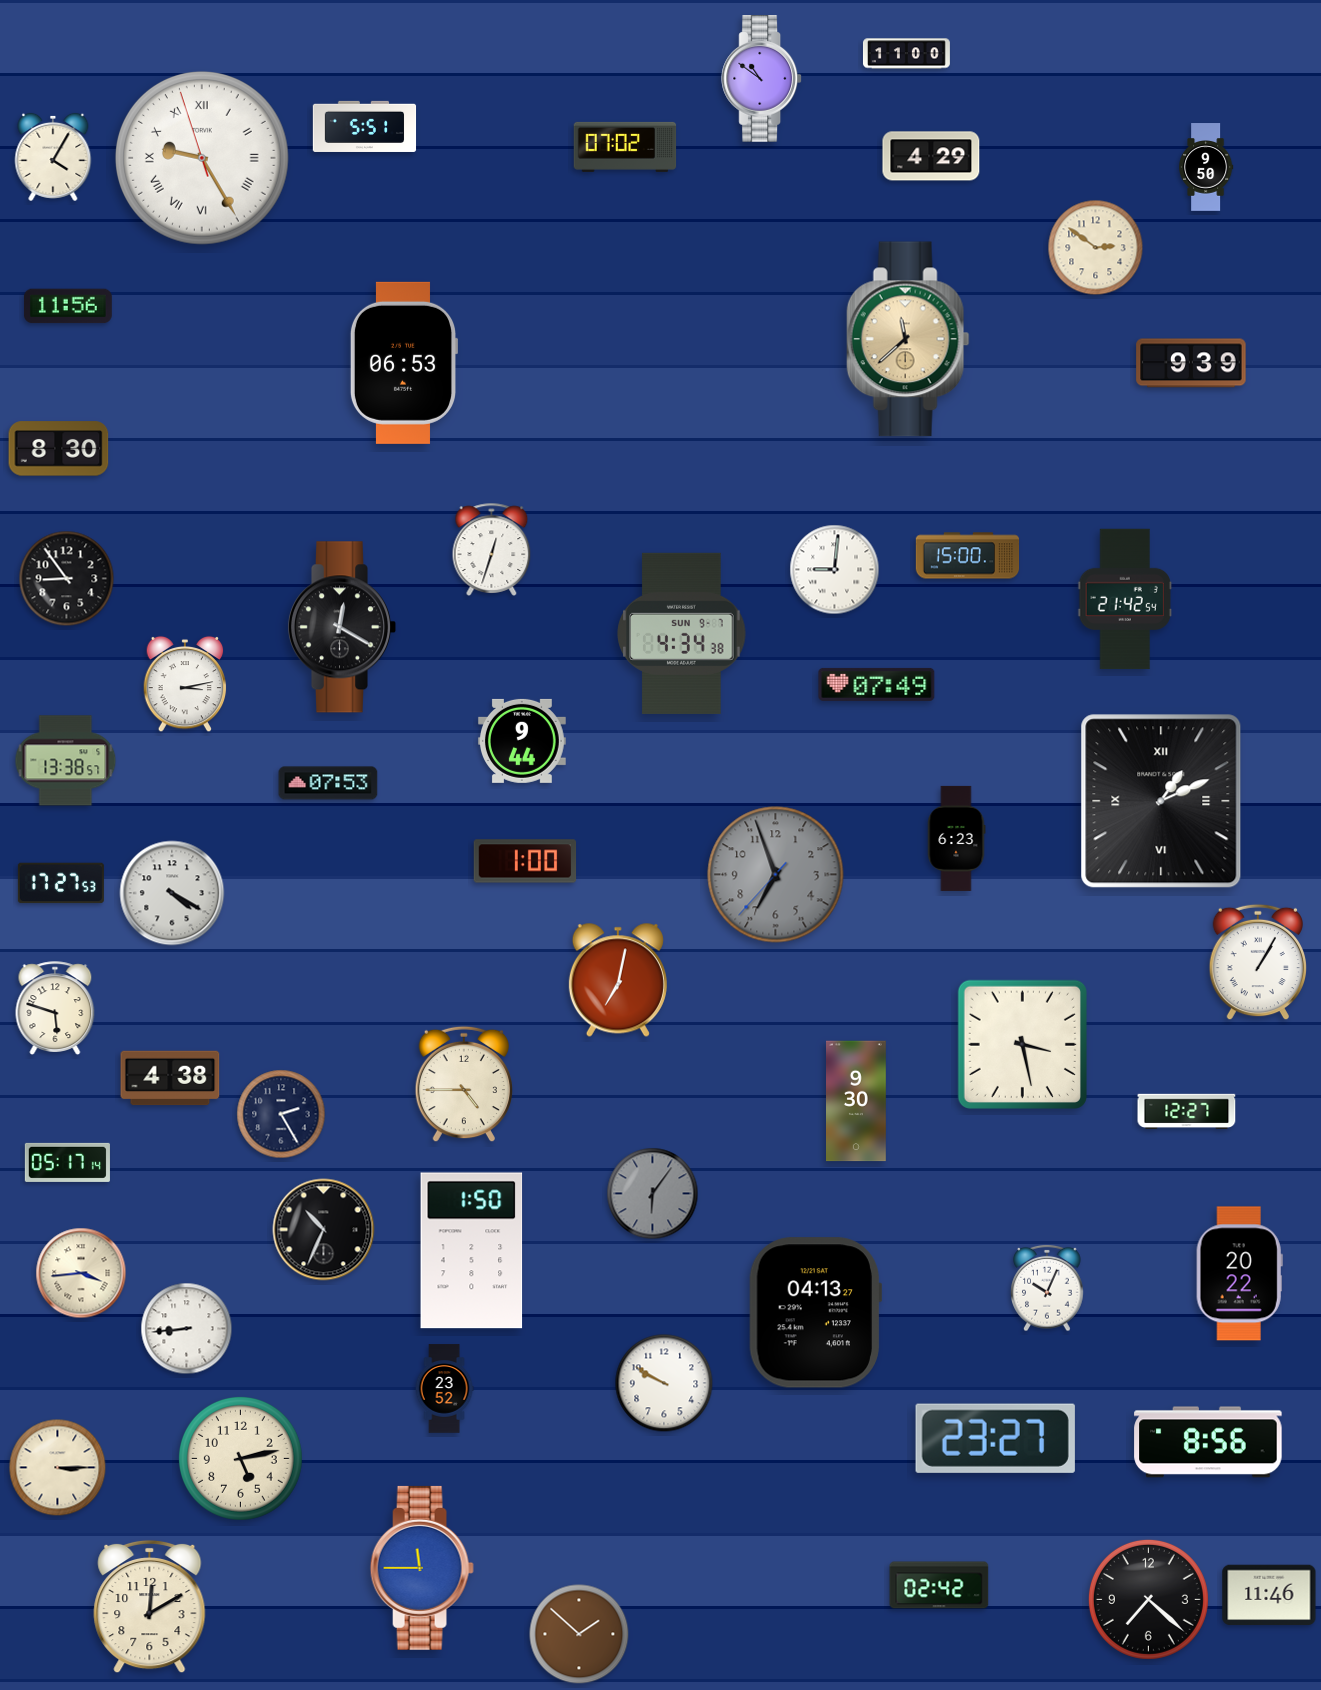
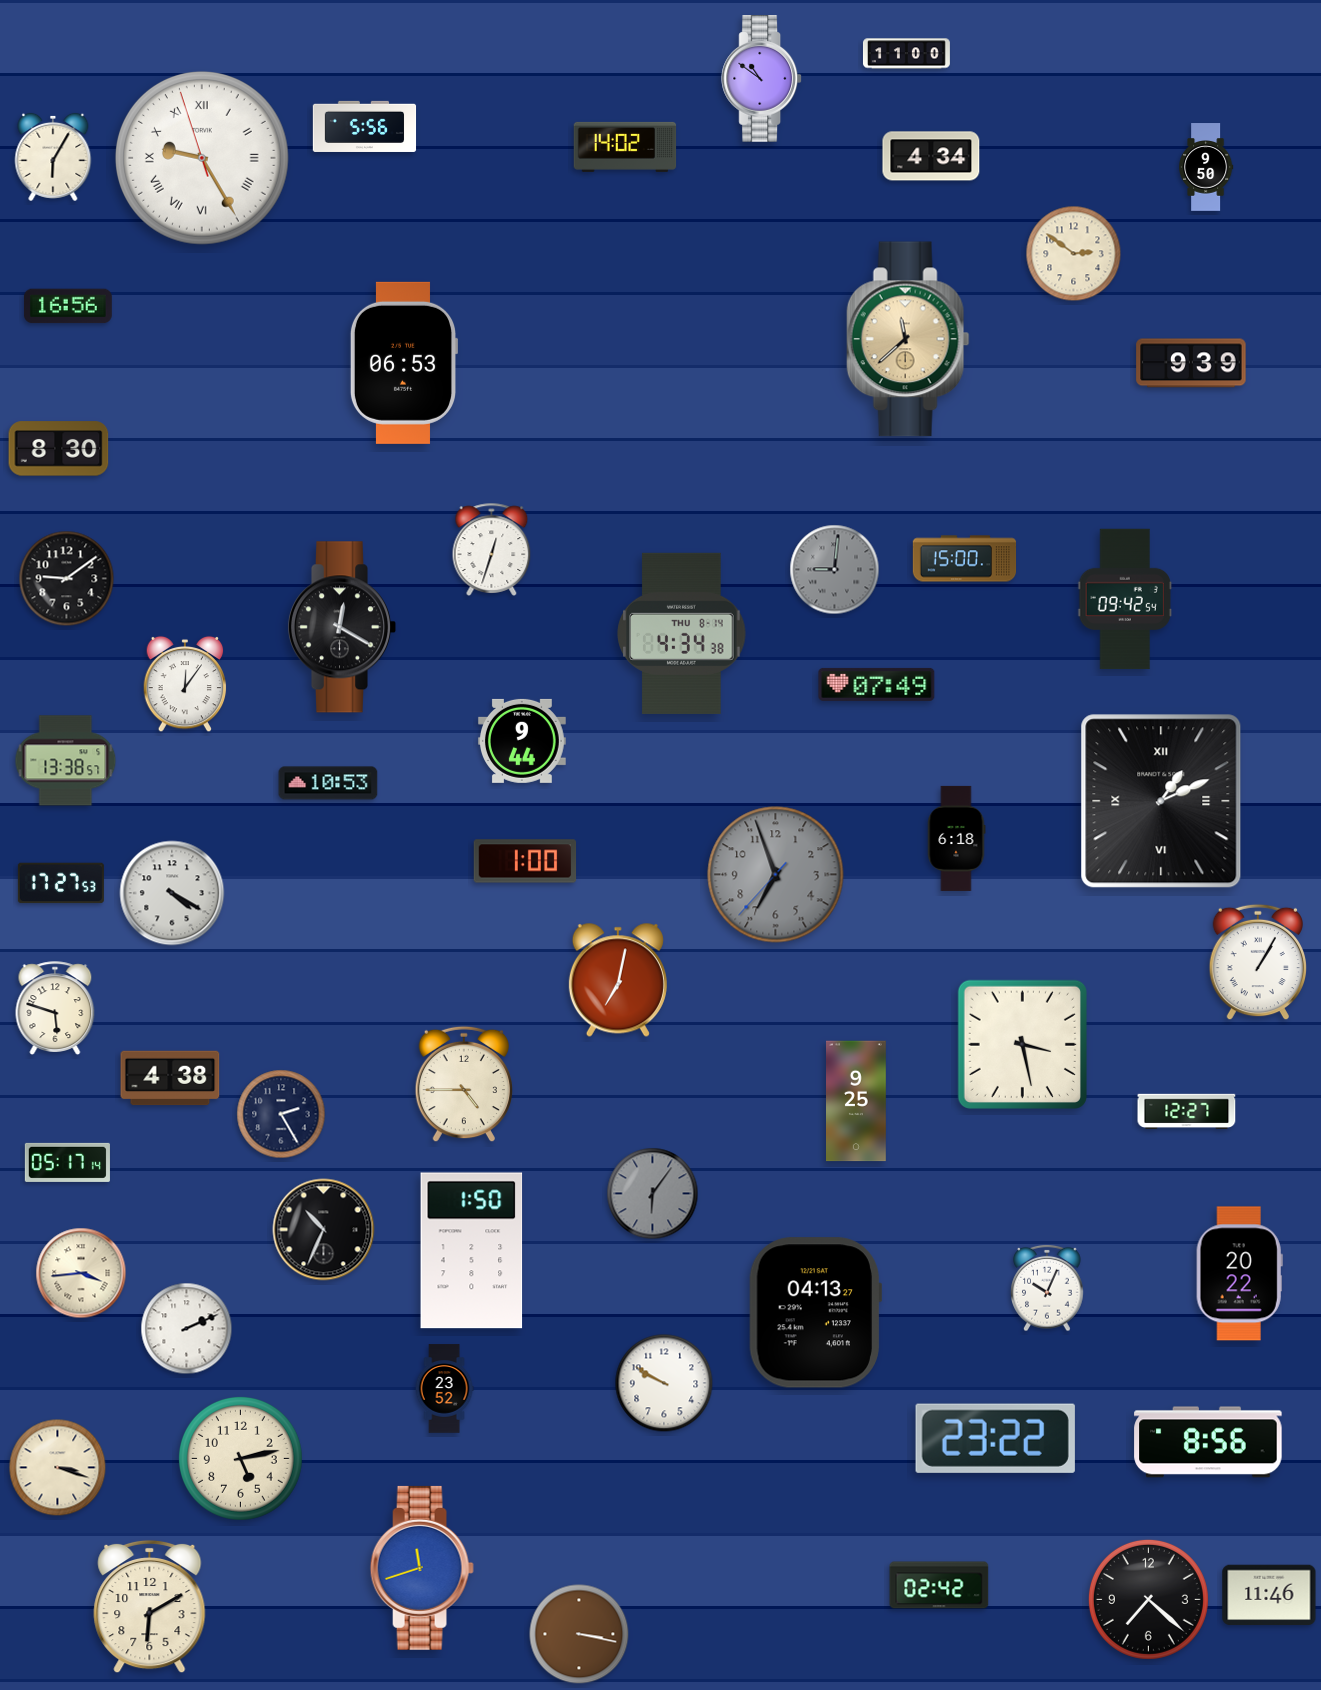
clock at (365, 126): 5:51 -> 5:56
clock at (625, 147): 07:02 -> 14:02
clock at (931, 156): 4:29 -> 4:34
clock at (53, 157): 4:05 -> 6:05
clock at (1096, 248) position: (1096, 248) -> (1074, 254)
clock at (68, 306): 11:56 -> 16:56
clock at (968, 556) position: (968, 556) -> (965, 559)
clock at (835, 570) dial: white -> grey
clock at (67, 579): 8:54 -> 9:09
clock at (1125, 599): 21:42 -> 09:42
clock at (682, 633) date: SUN 9-7 -> THU 8-14
clock at (185, 684): 3:13 -> 12:06
clock at (328, 783): 07:53 -> 10:53
clock at (956, 838): 6:23 -> 6:18
clock at (857, 1101): 9:30 -> 9:25
clock at (187, 1329): 8:44 -> 2:11
clock at (995, 1438): 23:27 -> 23:22
clock at (58, 1468): 3:15 -> 3:18
clock at (422, 1568): 11:45 -> 11:42
clock at (150, 1607): 12:10 -> 6:10
clock at (579, 1634): 1:52 -> 3:17
